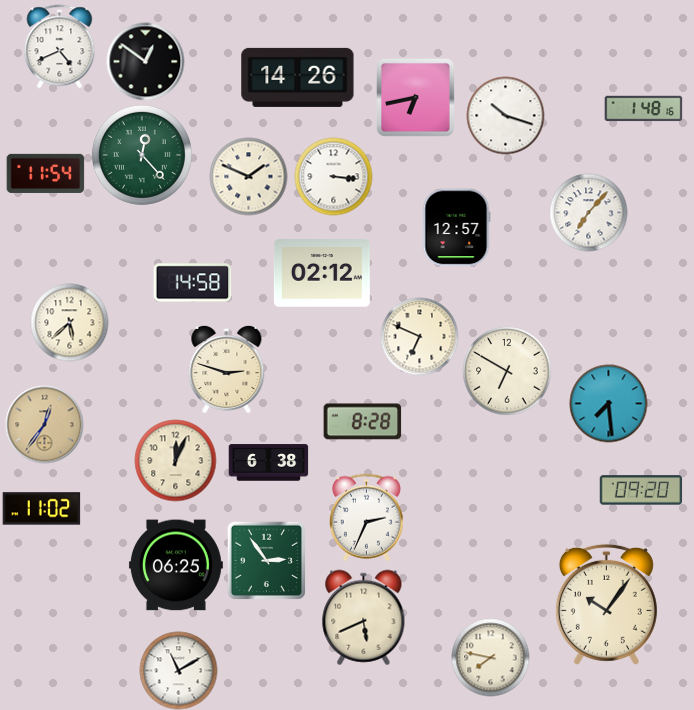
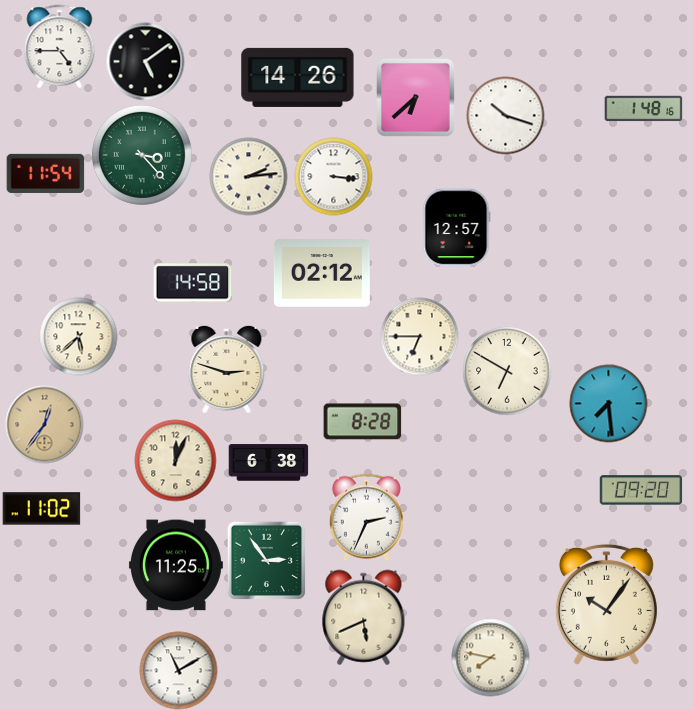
clock at (60, 46): 4:41 -> 4:45
clock at (145, 61): 12:51 -> 5:09
clock at (416, 98): 6:43 -> 6:38
clock at (142, 155): 12:23 -> 3:23
clock at (248, 176): 1:49 -> 2:14
clock at (588, 212): 7:07 -> none
clock at (69, 322) position: (69, 322) -> (78, 336)
clock at (419, 336): 6:49 -> 6:45
clock at (176, 565): 06:25 -> 11:25
